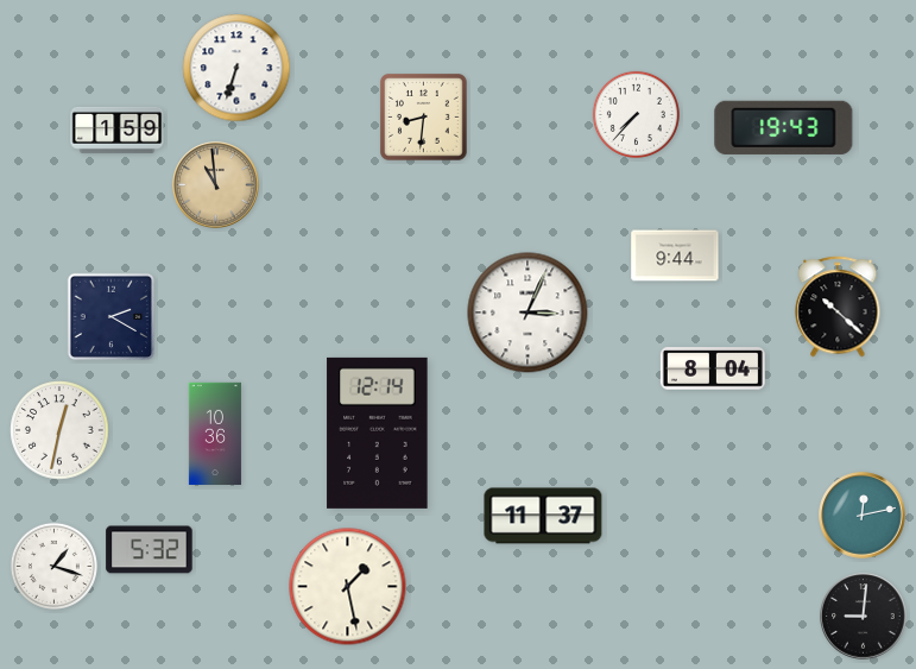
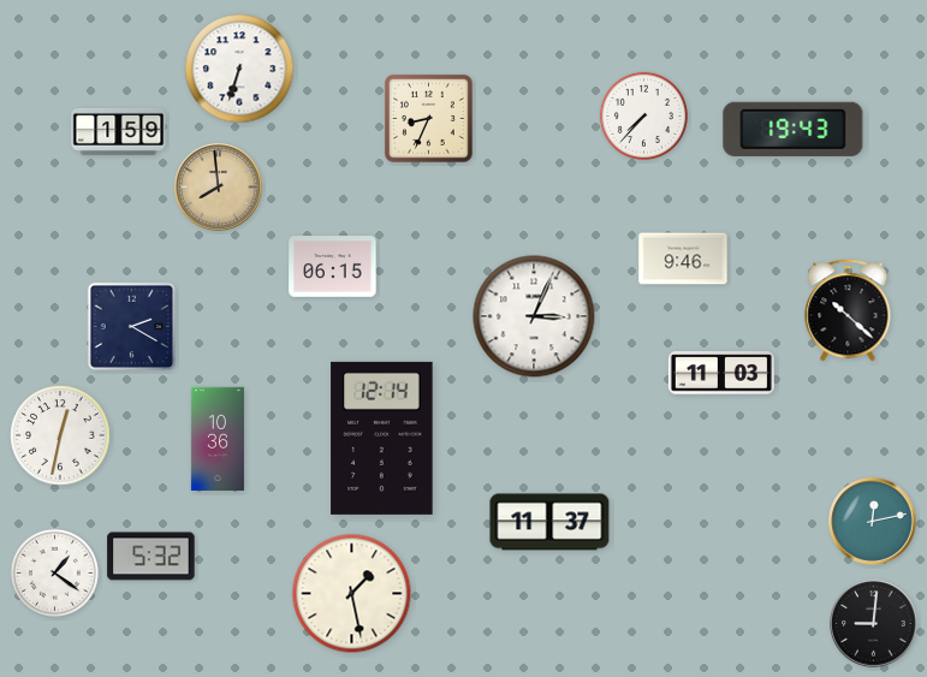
clock at (424, 118): 8:31 -> 8:34
clock at (216, 185): 10:59 -> 7:59
clock at (675, 255): 9:44 -> 9:46
clock at (333, 267): none -> 06:15
clock at (112, 317) position: (112, 317) -> (132, 327)
clock at (713, 368): 8:04 -> 11:03
clock at (53, 566): 1:18 -> 1:21
